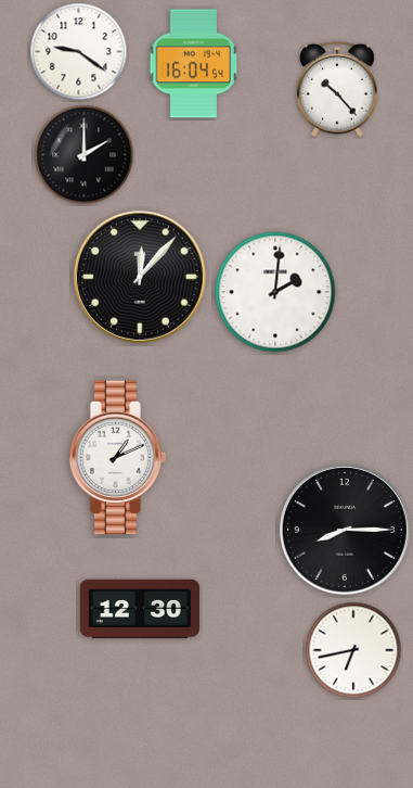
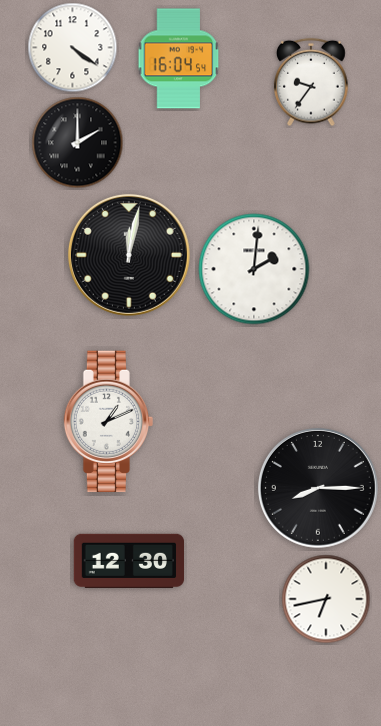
clock at (79, 52): 9:21 -> 4:21
clock at (337, 89): 10:23 -> 9:36
clock at (140, 277): 12:07 -> 12:02
